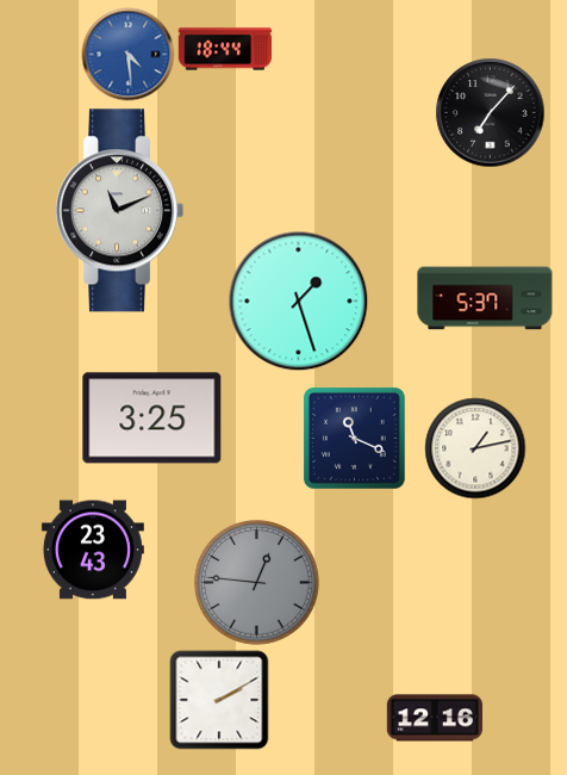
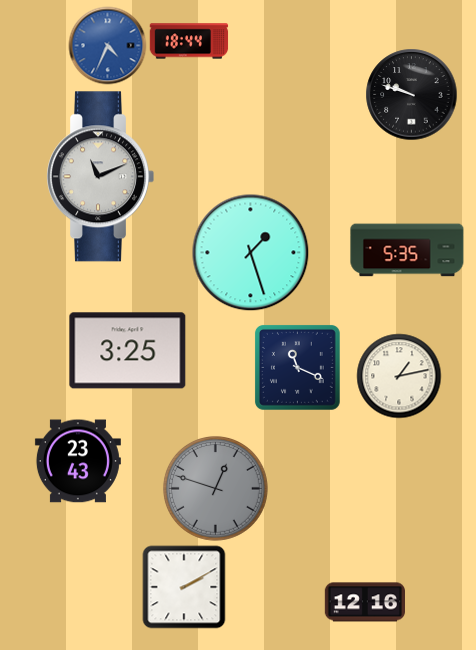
clock at (127, 54): 4:29 -> 4:34
clock at (490, 112): 7:07 -> 9:48
clock at (485, 298): 5:37 -> 5:35
clock at (256, 582): 12:46 -> 12:48
